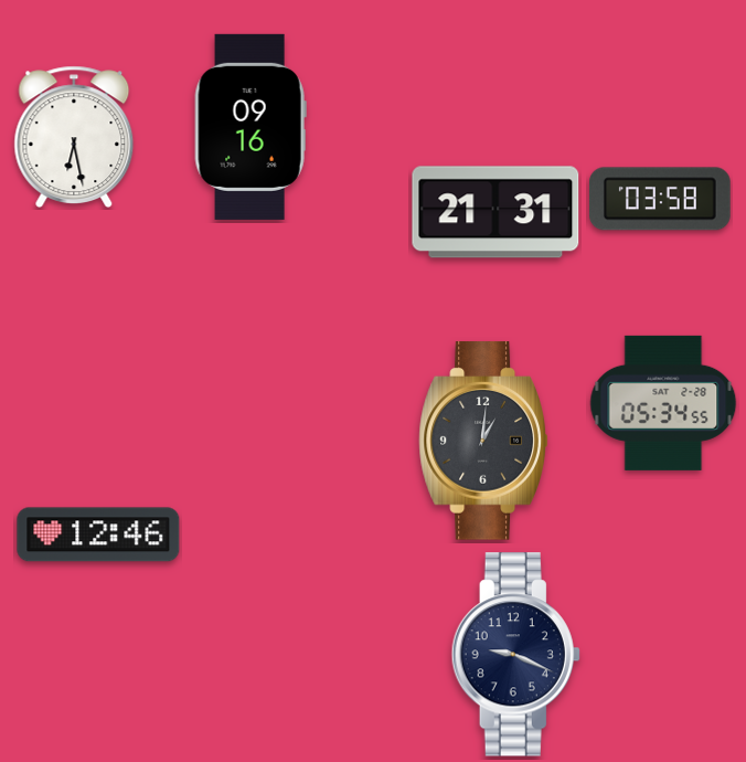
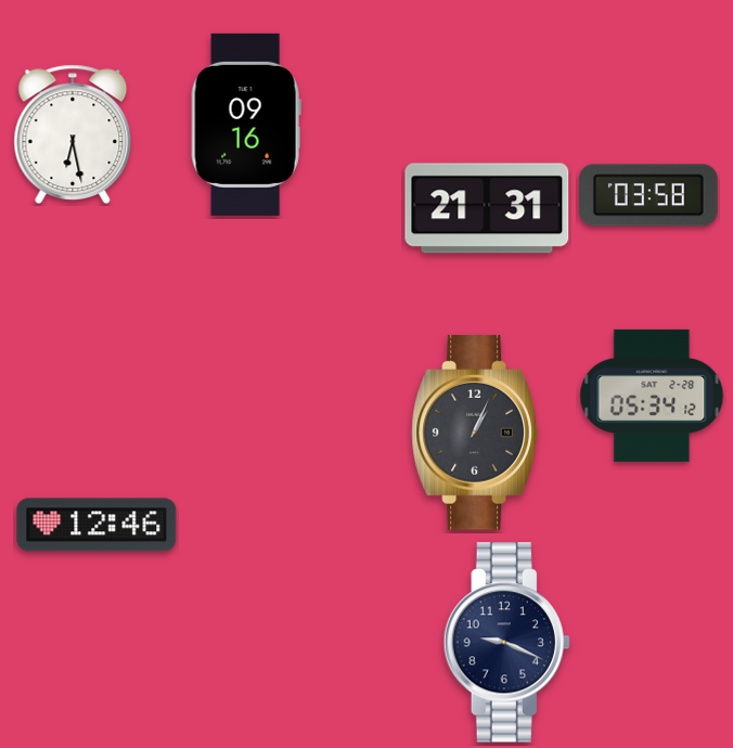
clock at (663, 403): 05:34:55 -> 05:34:12
clock at (483, 441): 1:01 -> 1:04
